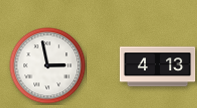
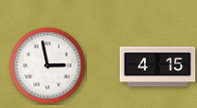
clock at (158, 67): 4:13 -> 4:15
